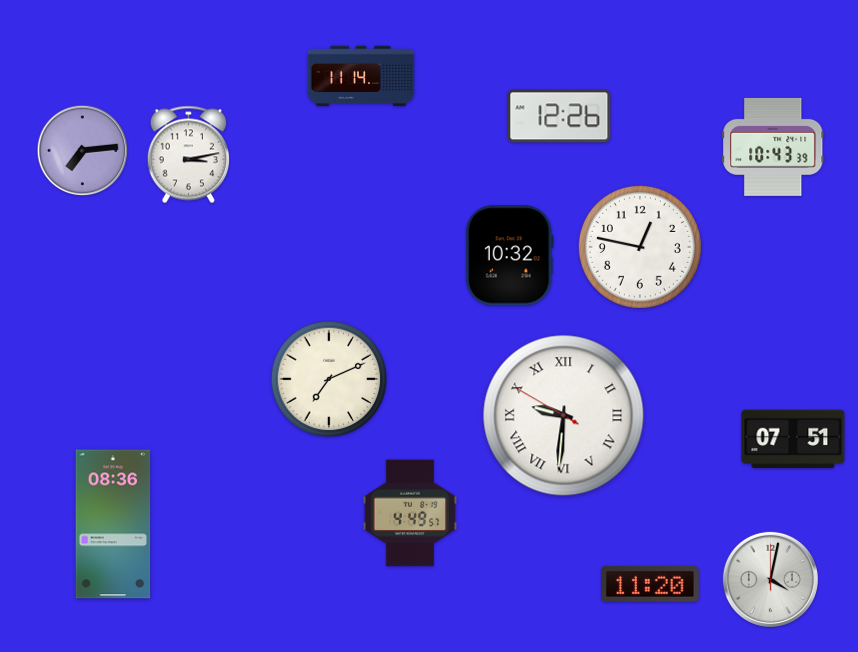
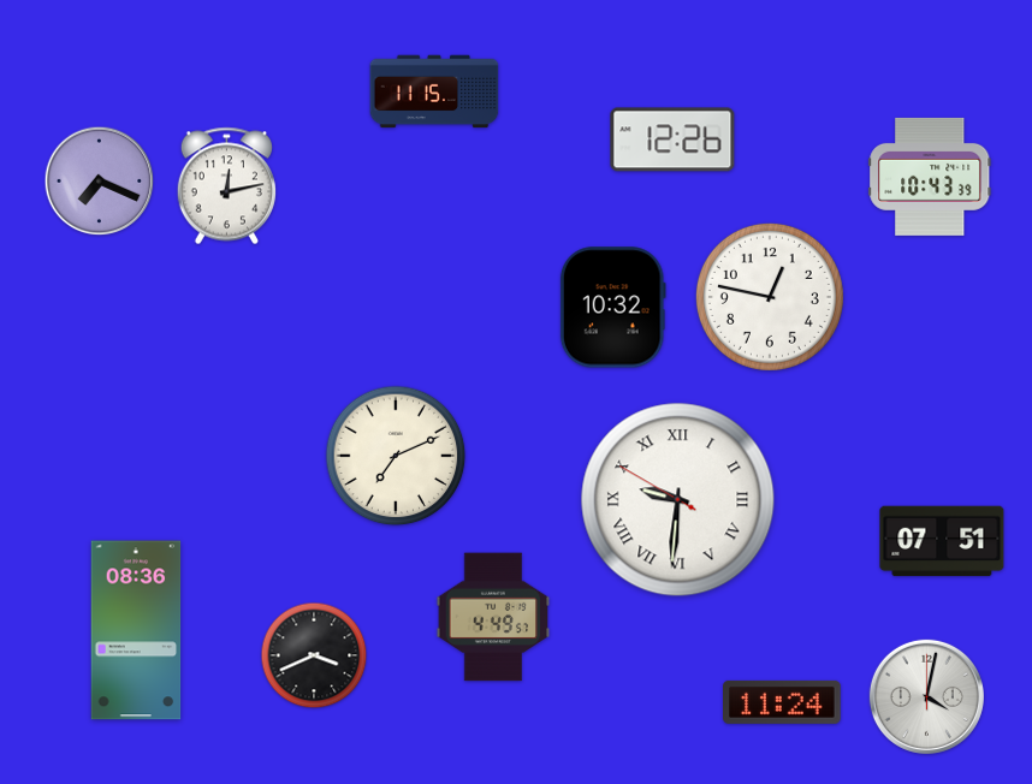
clock at (361, 76): 11:14 -> 11:15
clock at (83, 151): 7:14 -> 7:19
clock at (188, 155): 3:13 -> 12:13
clock at (793, 439) position: (793, 439) -> (942, 541)
clock at (314, 655): none -> 3:41
clock at (650, 584): 11:20 -> 11:24
